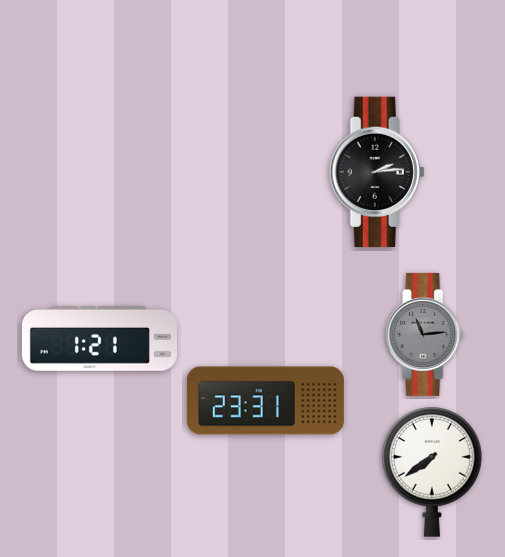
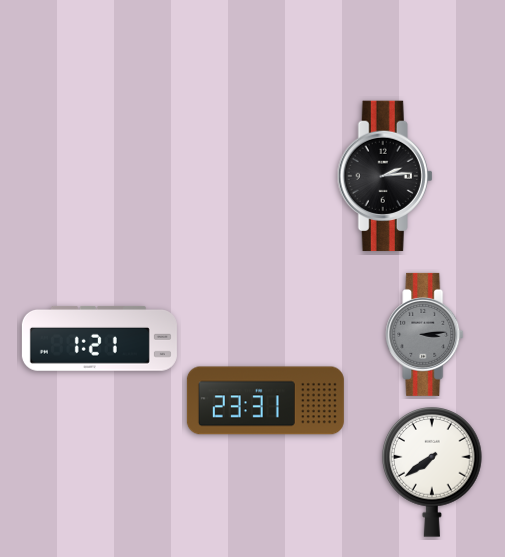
clock at (377, 172) position: (377, 172) -> (385, 176)
clock at (425, 334): 11:14 -> 3:14
